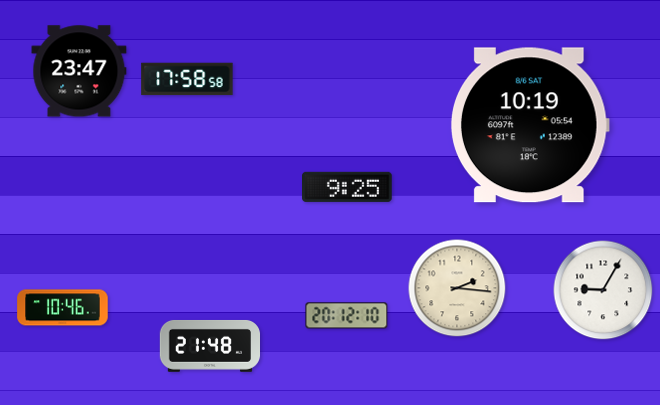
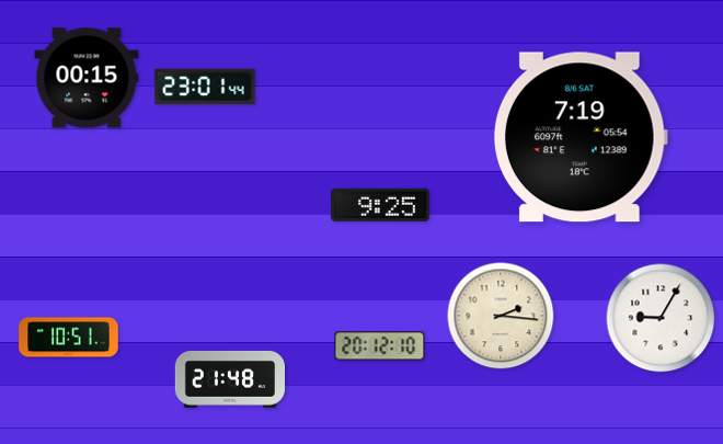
clock at (79, 71): 23:47 -> 00:15
clock at (187, 79): 17:58 -> 23:01
clock at (530, 125): 10:19 -> 7:19
clock at (63, 308): 10:46 -> 10:51
